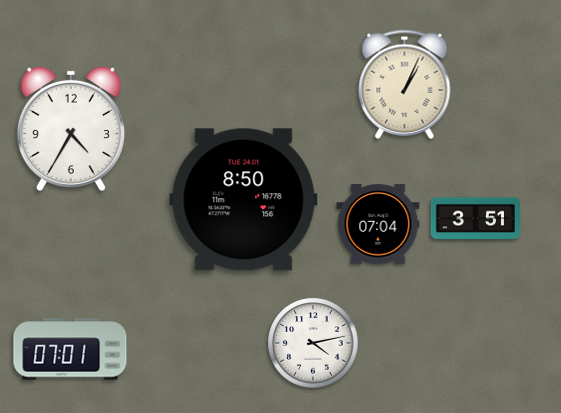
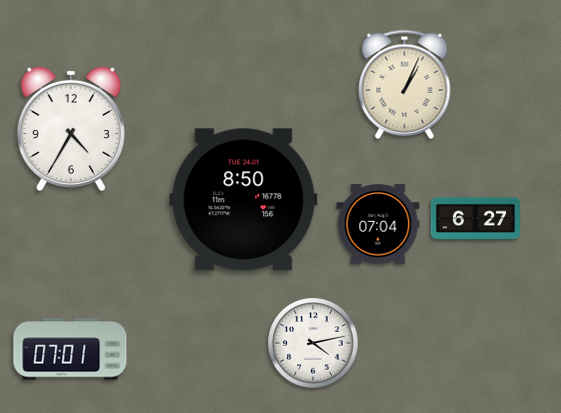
clock at (475, 219): 3:51 -> 6:27
